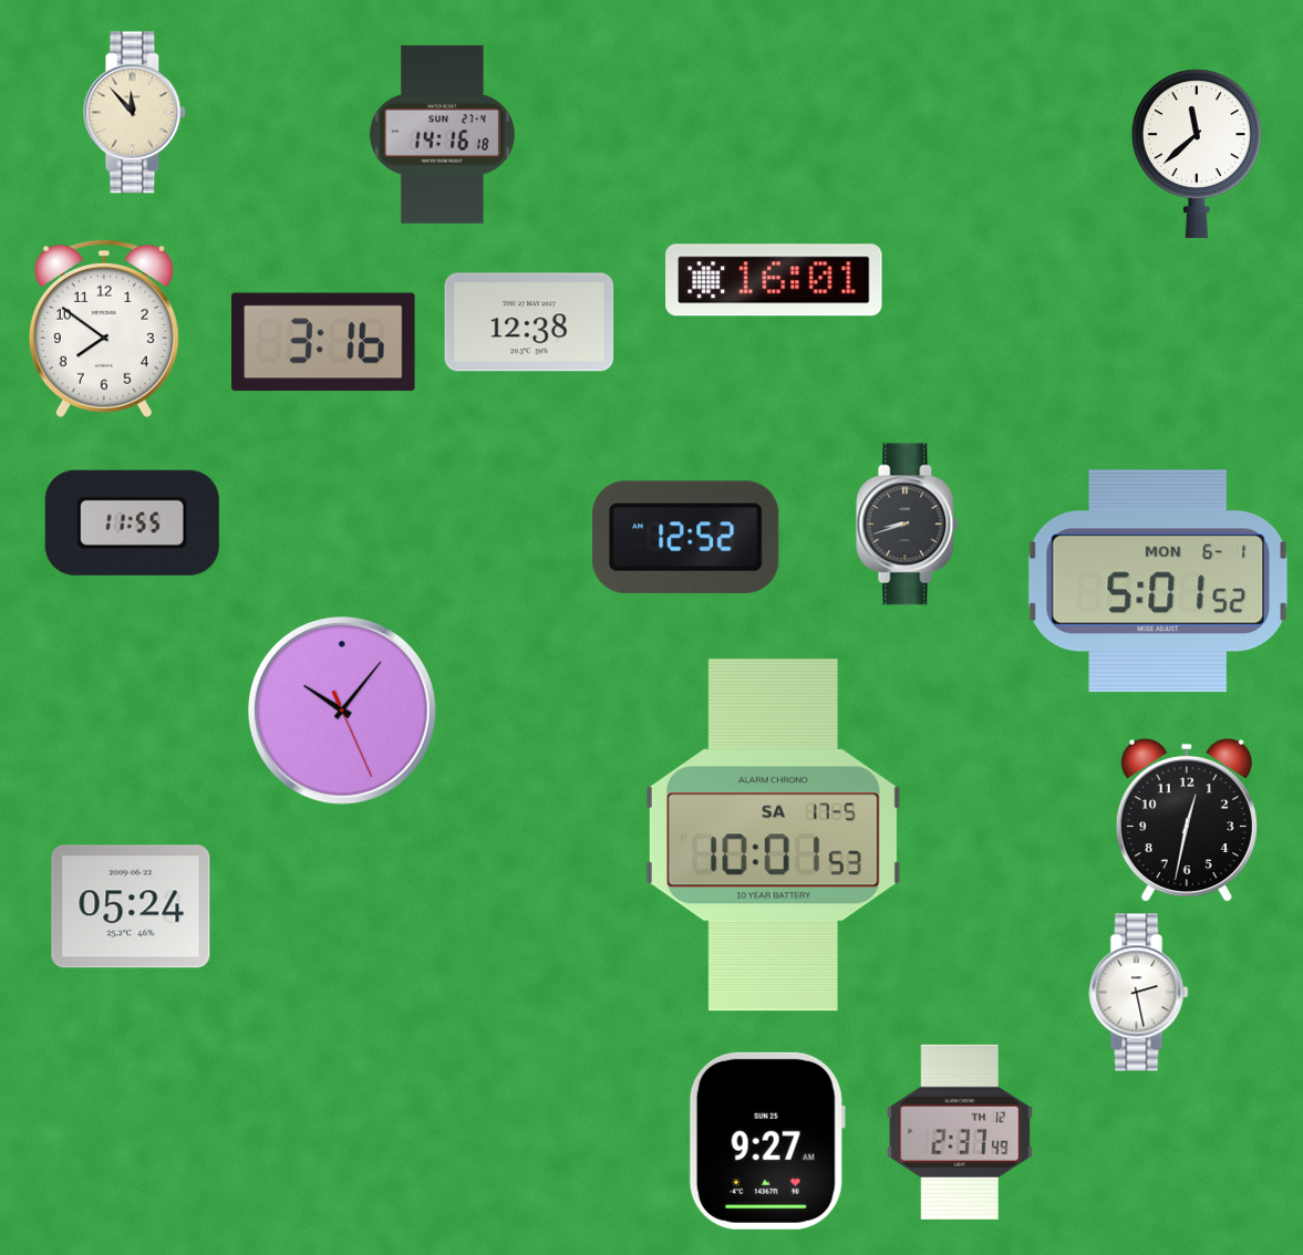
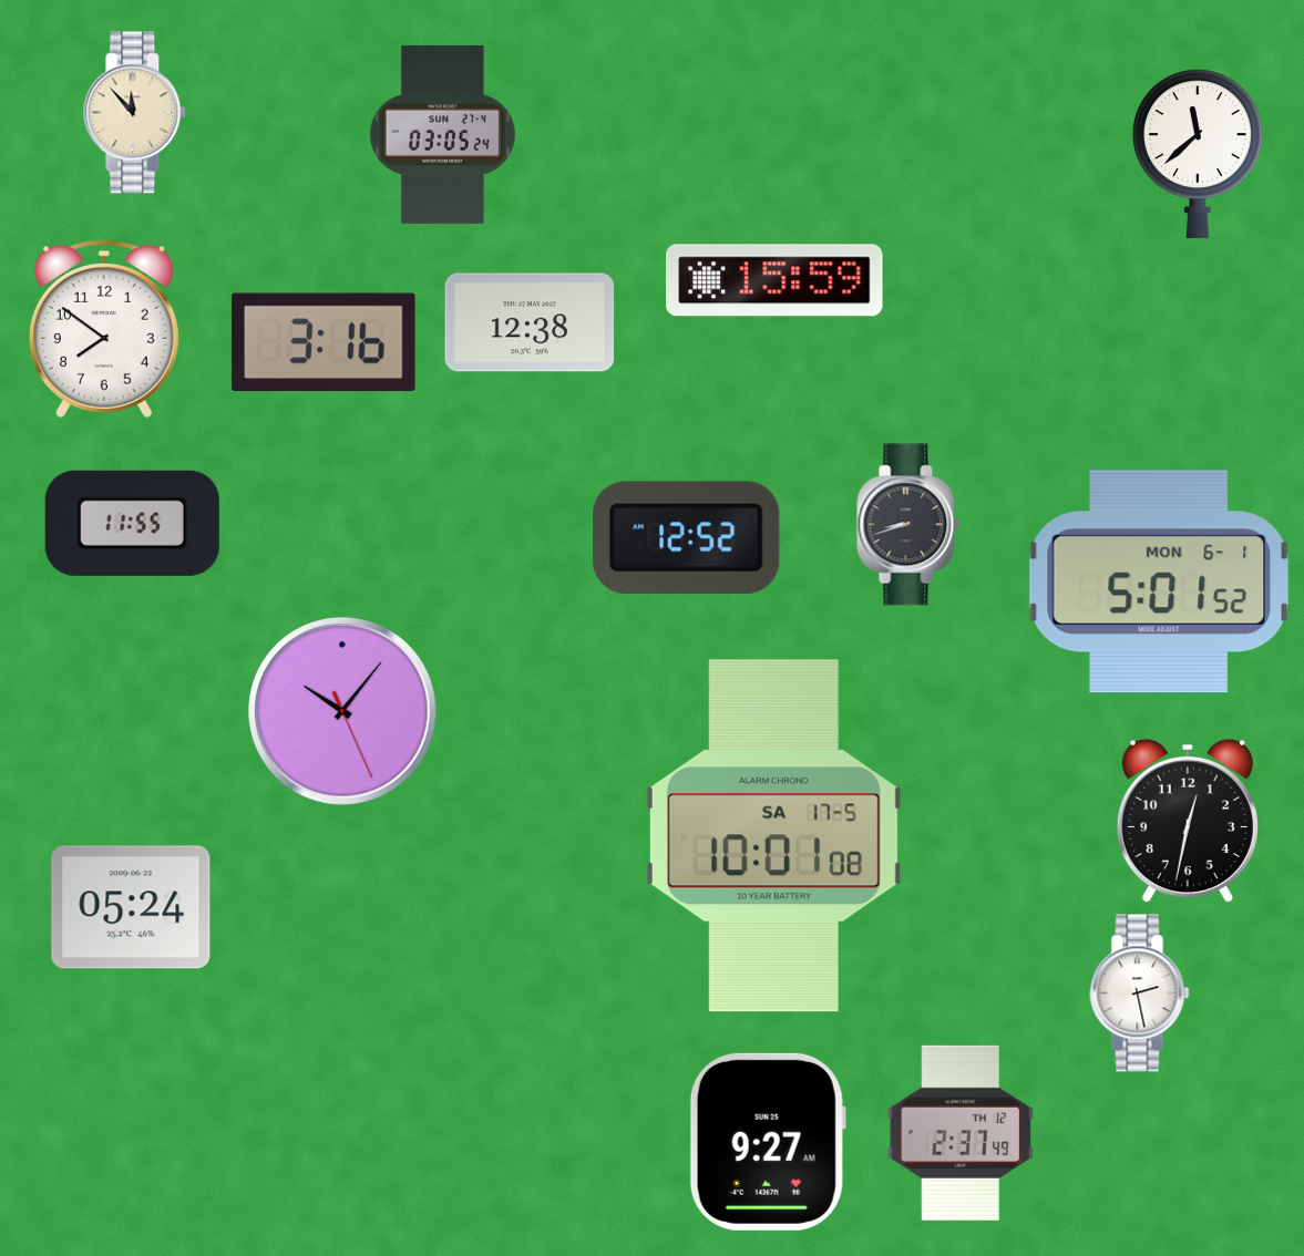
clock at (442, 134): 14:16 -> 03:05
clock at (774, 280): 16:01 -> 15:59
clock at (773, 836): 10:01:53 -> 10:01:08
